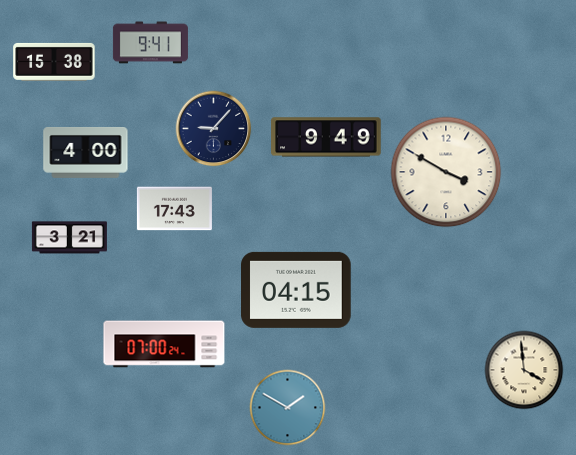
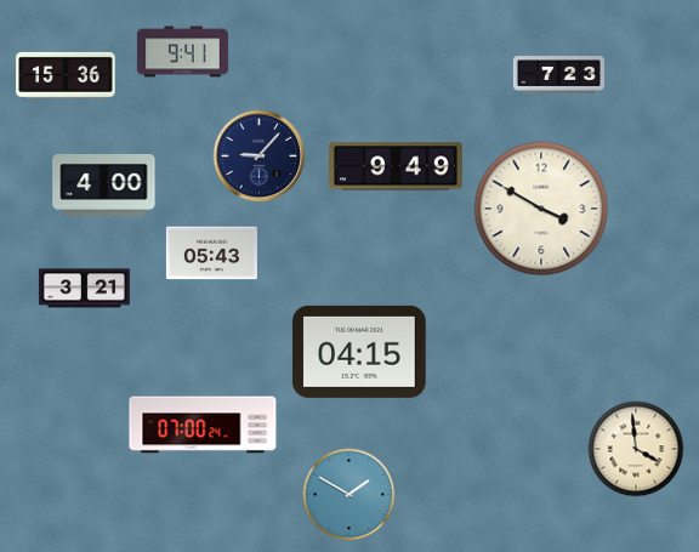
clock at (54, 62): 15:38 -> 15:36
clock at (558, 75): none -> 7:23
clock at (174, 209): 17:43 -> 05:43
clock at (164, 344) position: (164, 344) -> (203, 425)
